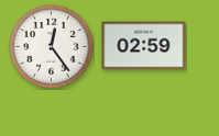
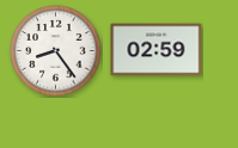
clock at (52, 47): 12:24 -> 8:24
